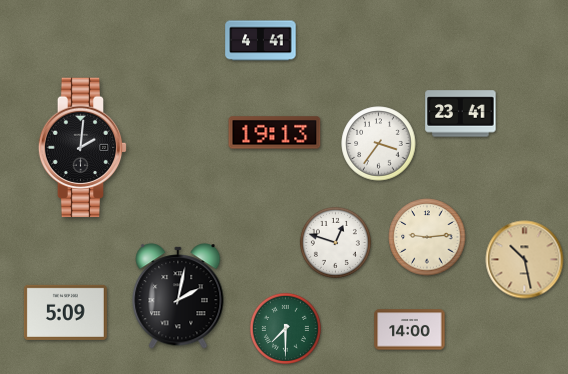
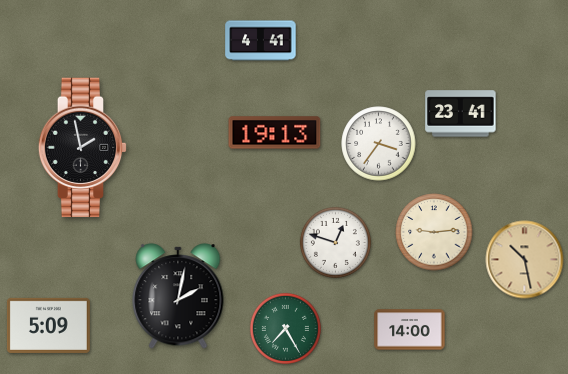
clock at (83, 148): 2:01 -> 1:58
clock at (427, 237) position: (427, 237) -> (434, 232)
clock at (65, 312) position: (65, 312) -> (48, 325)
clock at (285, 328): 7:30 -> 7:25
